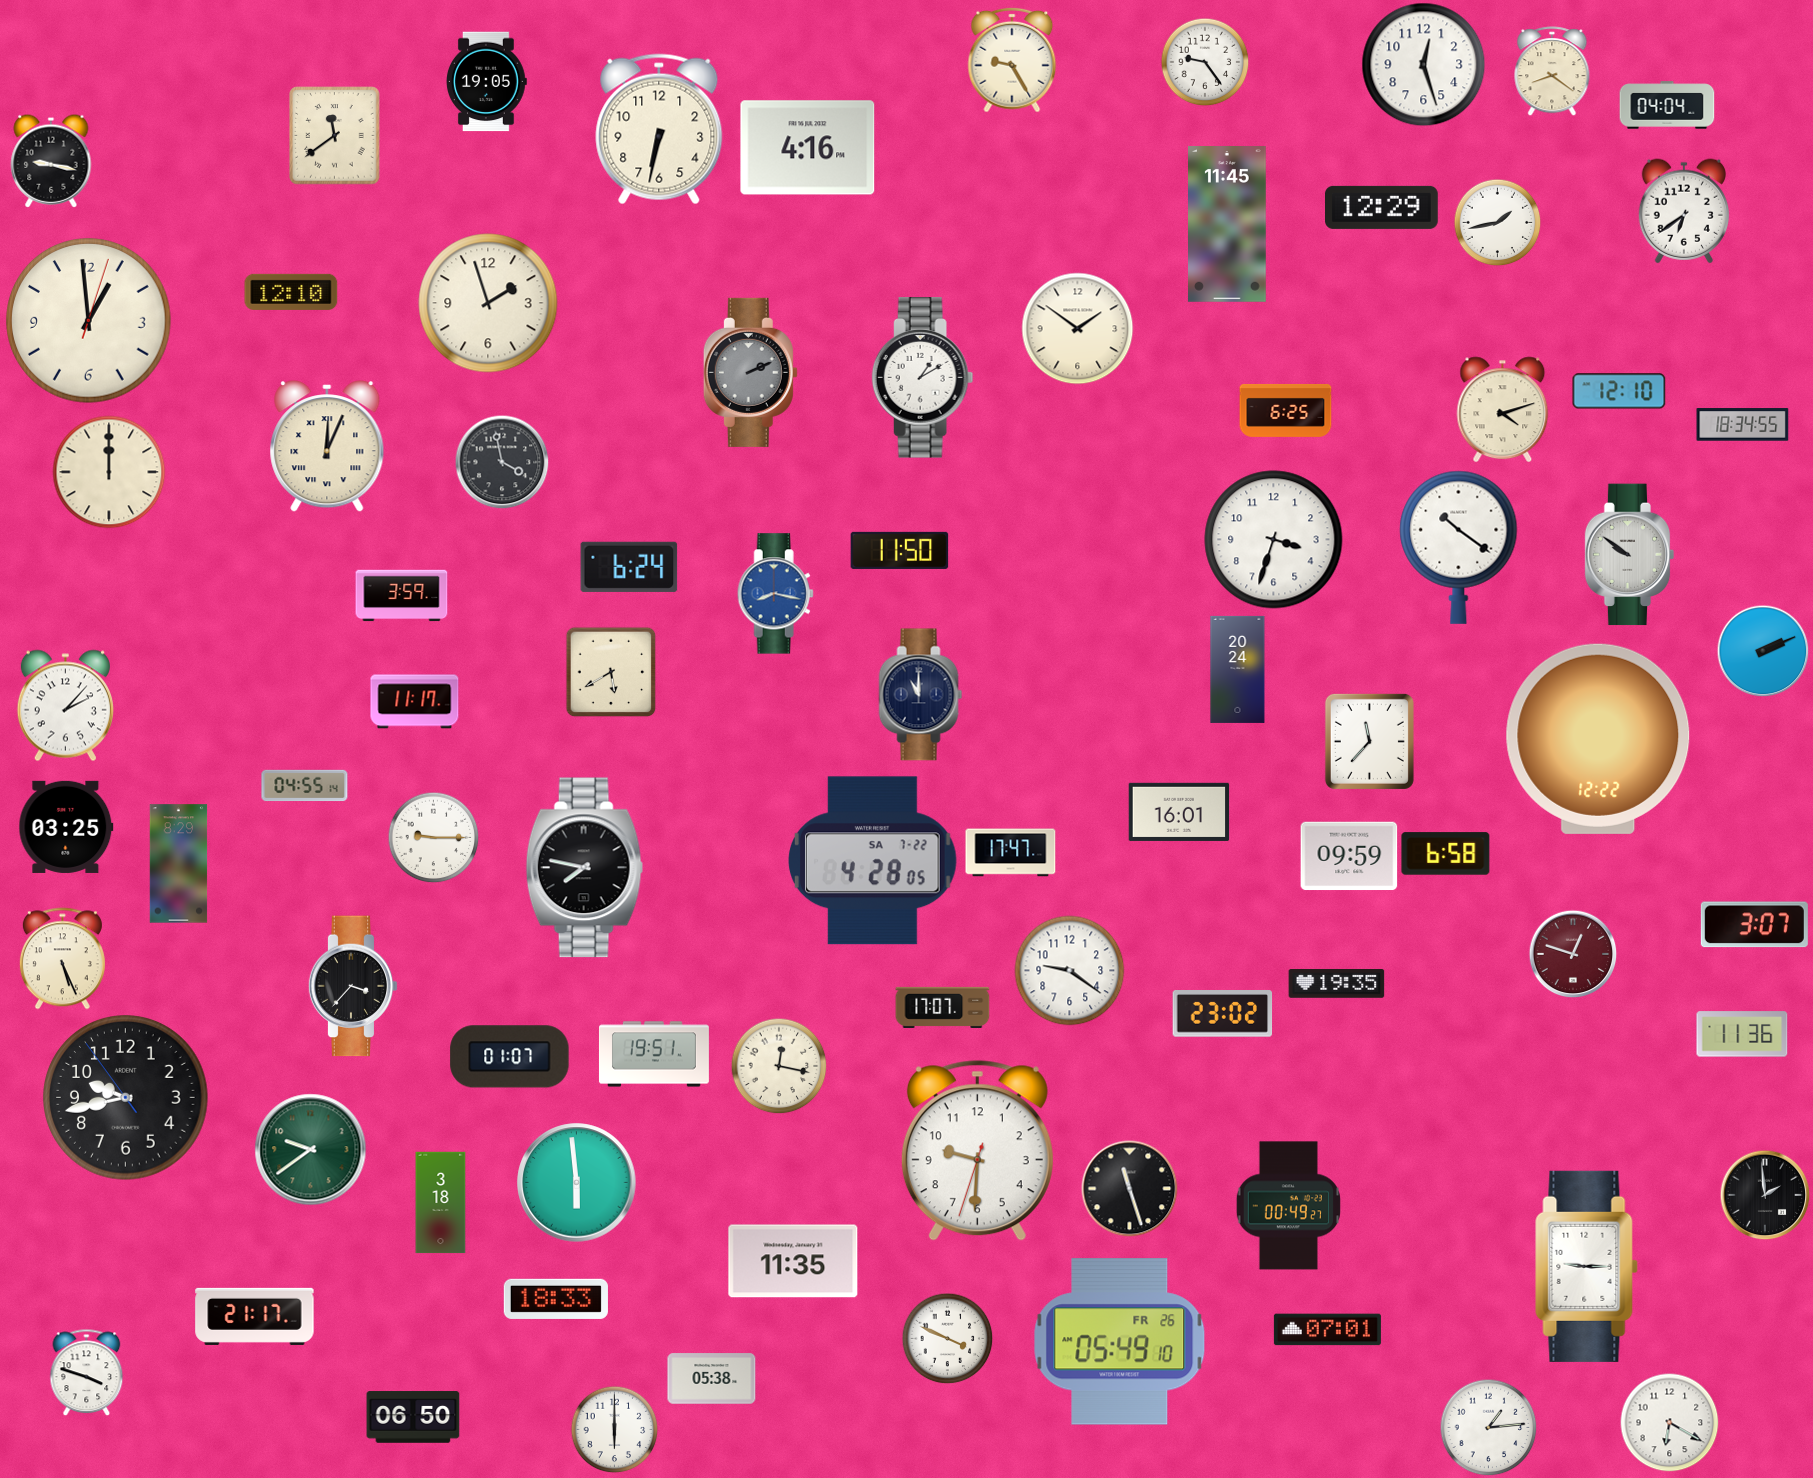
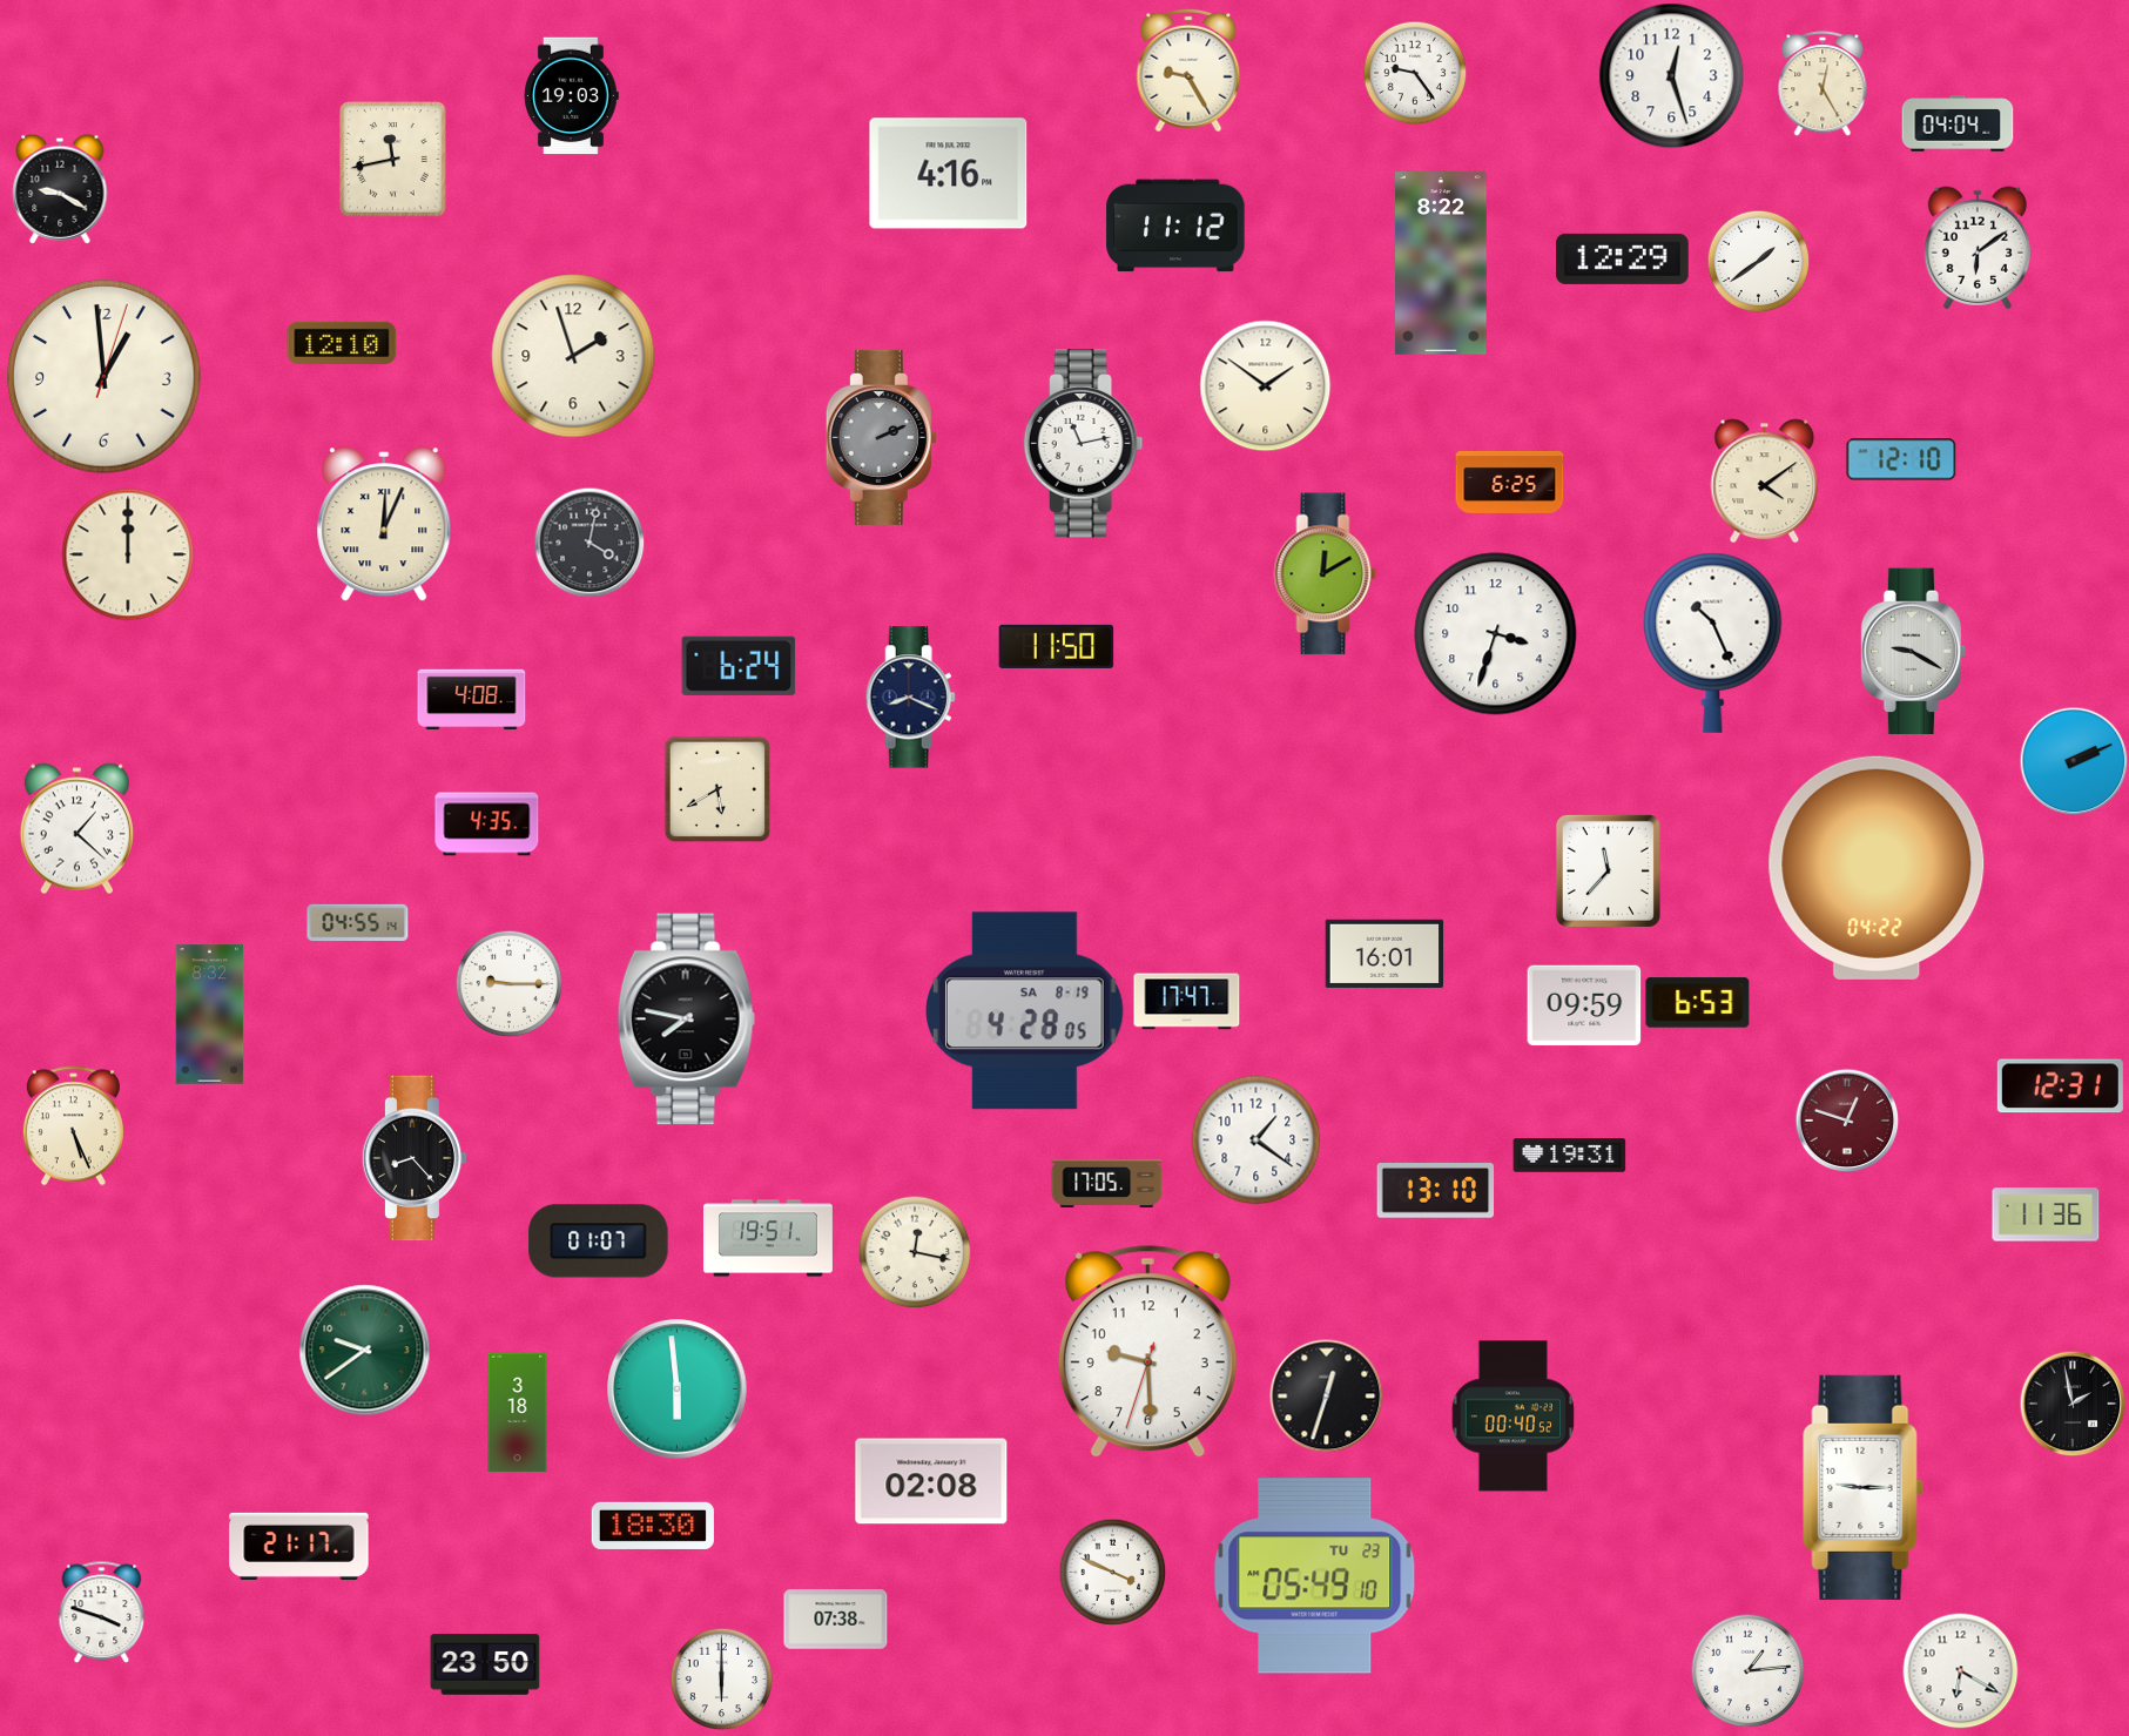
clock at (1552, 71): 8:21 -> 12:25
clock at (486, 82): 19:05 -> 19:03
clock at (659, 129): 6:32 -> none
clock at (335, 136): 11:39 -> 11:43
clock at (51, 161): 9:17 -> 9:20
clock at (1175, 226): none -> 11:12
clock at (1382, 207) position: (1382, 207) -> (1623, 258)
clock at (1683, 211): 6:39 -> 6:09
clock at (1497, 222): 1:43 -> 1:39
clock at (1228, 225): 11:45 -> 8:22
clock at (923, 378): 1:10 -> 11:13
clock at (1503, 410): 4:12 -> 4:09
clock at (1743, 425): 18:34 -> none
clock at (502, 462): 3:58 -> 4:02
clock at (1326, 574): none -> 12:10
clock at (1459, 547): 10:21 -> 10:26
clock at (1630, 555): 9:51 -> 9:20
clock at (775, 594): 8:17 -> 8:19
clock at (775, 594) dial: blue -> navy
clock at (402, 596): 3:59 -> 4:08
clock at (1763, 651) position: (1763, 651) -> (2074, 761)
clock at (1238, 669): 20:24 -> none
clock at (921, 695): 11:00 -> none
clock at (415, 702): 11:17 -> 4:35
clock at (65, 706): 2:07 -> 1:22
clock at (1598, 739): 12:22 -> 04:22
clock at (66, 827): 03:25 -> none
clock at (1446, 854): 6:58 -> 6:53
clock at (872, 861) date: SA 7-22 -> SA 8-19
clock at (179, 864): 8:29 -> 8:32
clock at (1754, 925): 3:07 -> 12:31
clock at (1070, 971): 9:21 -> 1:21
clock at (1337, 984): 19:35 -> 19:31
clock at (353, 986): 3:37 -> 8:23
clock at (943, 1007): 17:07 -> 17:05
clock at (1223, 1014): 23:02 -> 13:10
clock at (126, 1098): 9:42 -> none
clock at (977, 1151): 9:30 -> 9:29
clock at (1130, 1189): 11:27 -> 12:33
clock at (1765, 1195): 1:59 -> 1:58
clock at (1288, 1206): 00:49 -> 00:40
clock at (793, 1261): 11:35 -> 02:08
clock at (556, 1299): 18:33 -> 18:30
clock at (1327, 1330): 07:01 -> none
clock at (1120, 1342) date: FR 26 -> TU 23
clock at (712, 1379): 05:38 -> 07:38
clock at (413, 1417): 06:50 -> 23:50
clock at (1488, 1427) position: (1488, 1427) -> (1747, 1670)
